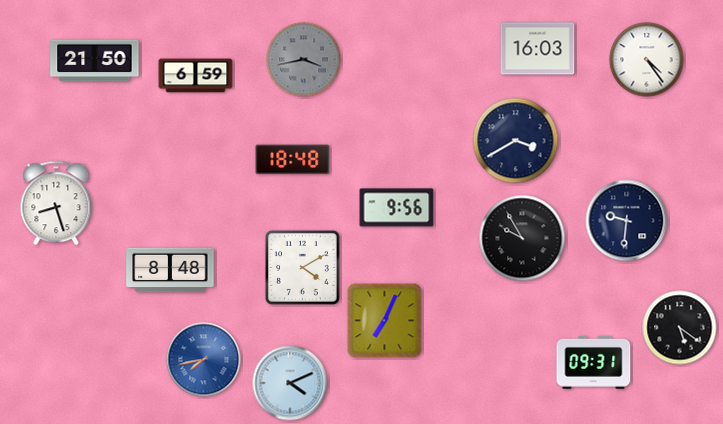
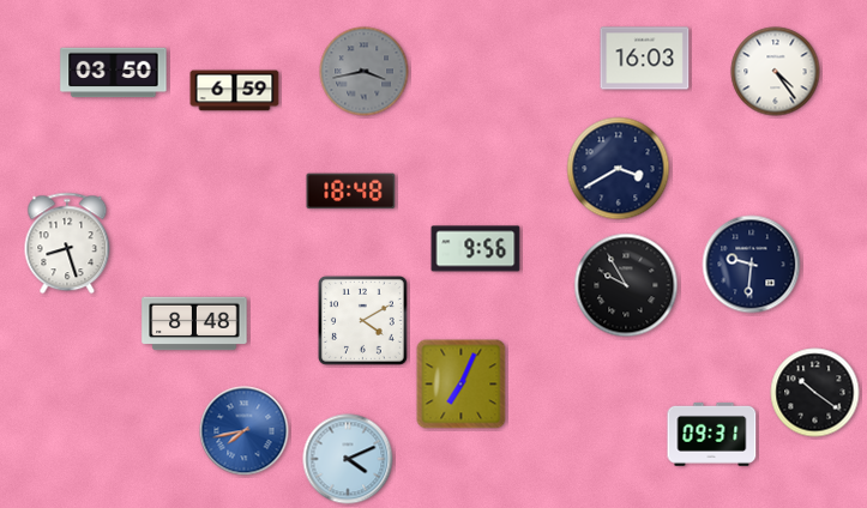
clock at (95, 61): 21:50 -> 03:50
clock at (170, 270) position: (170, 270) -> (194, 323)
clock at (680, 328): 5:21 -> 10:21
